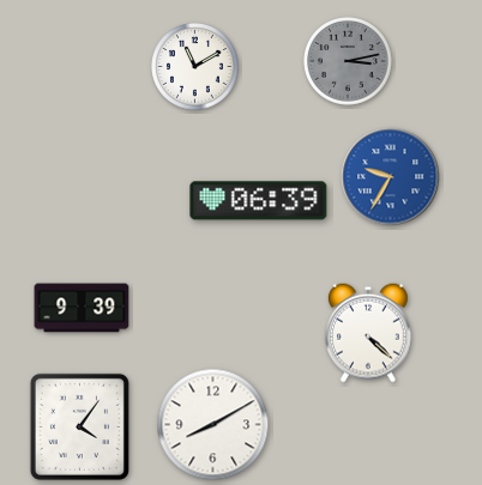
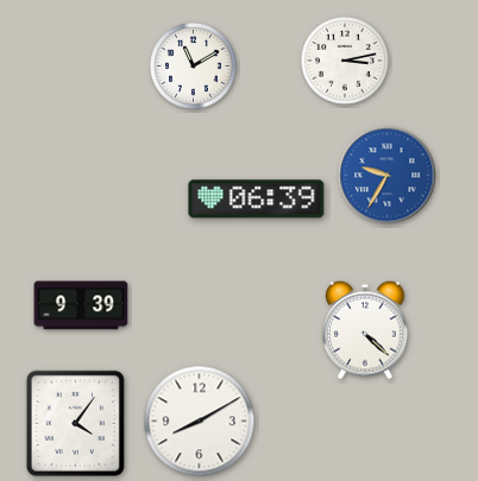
clock at (348, 61) dial: grey -> white
clock at (213, 425) position: (213, 425) -> (200, 422)
clock at (79, 426) position: (79, 426) -> (75, 423)
